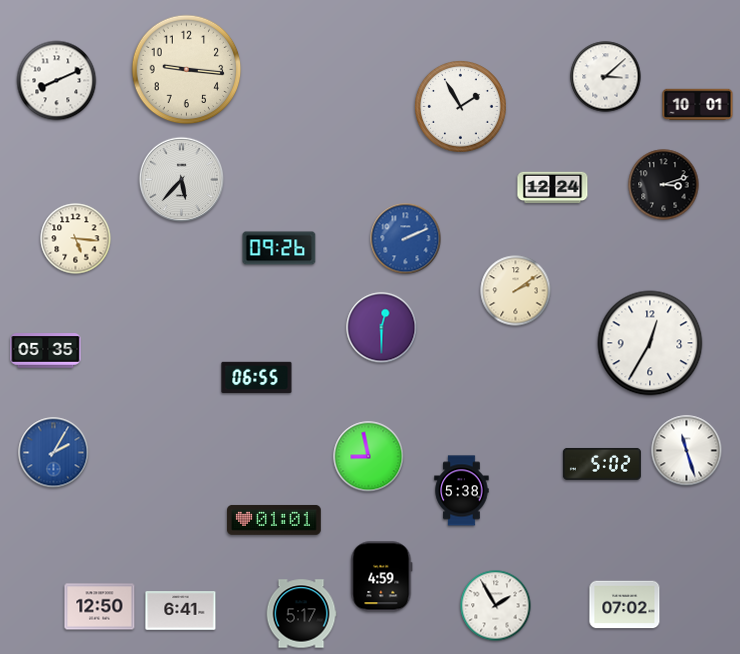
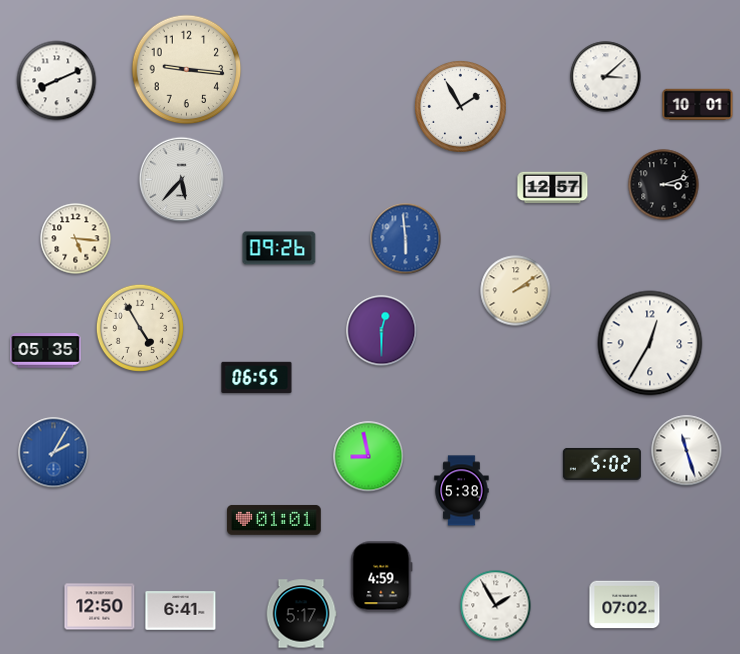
clock at (553, 188): 12:24 -> 12:57
clock at (406, 239): 2:11 -> 5:59
clock at (140, 328): none -> 4:55
clock at (382, 328) position: (382, 328) -> (382, 331)
